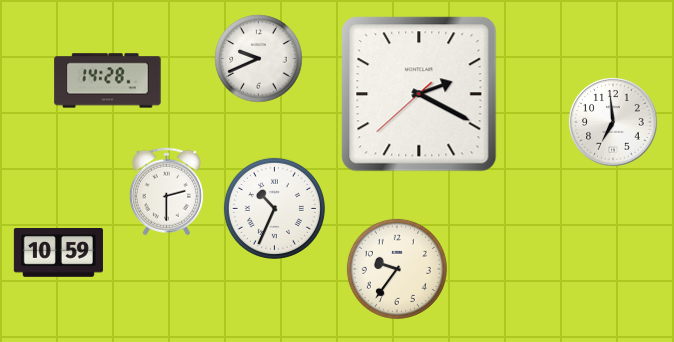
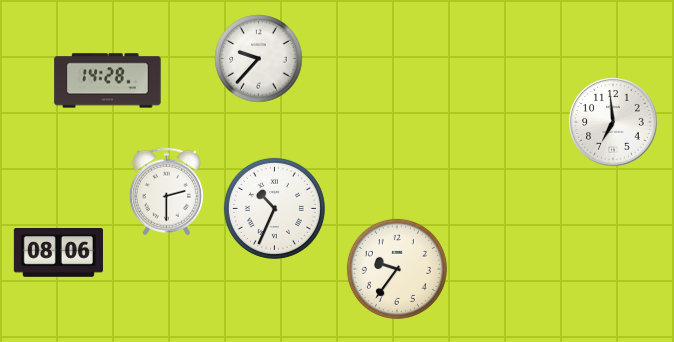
clock at (258, 58): 9:41 -> 9:37
clock at (419, 94): 2:19 -> none
clock at (58, 253): 10:59 -> 08:06
